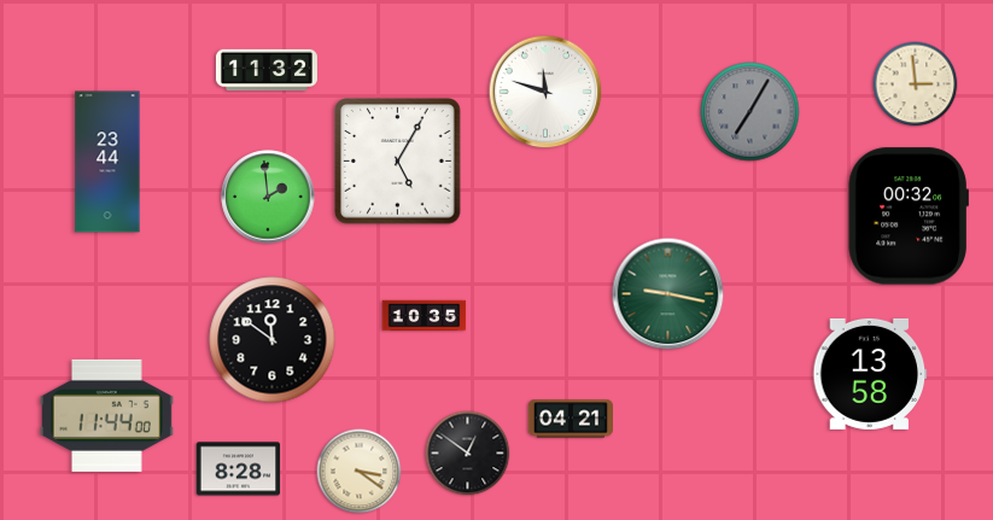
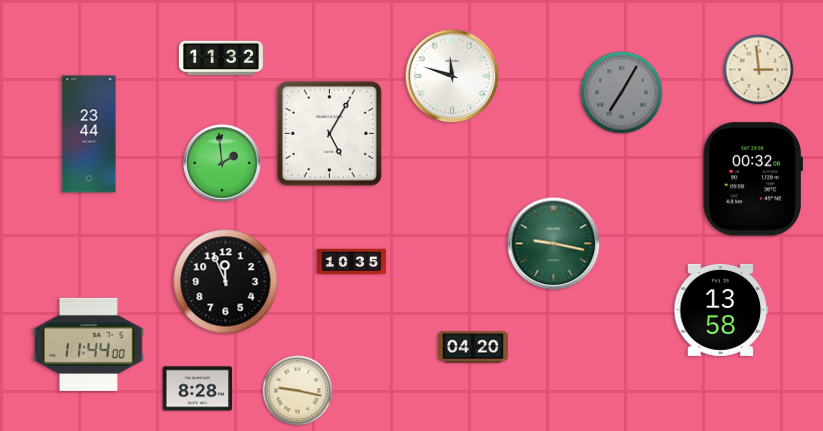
clock at (273, 340): 11:51 -> 11:56
clock at (569, 419): 04:21 -> 04:20
clock at (468, 454): 12:51 -> none
clock at (360, 472): 3:21 -> 9:17
